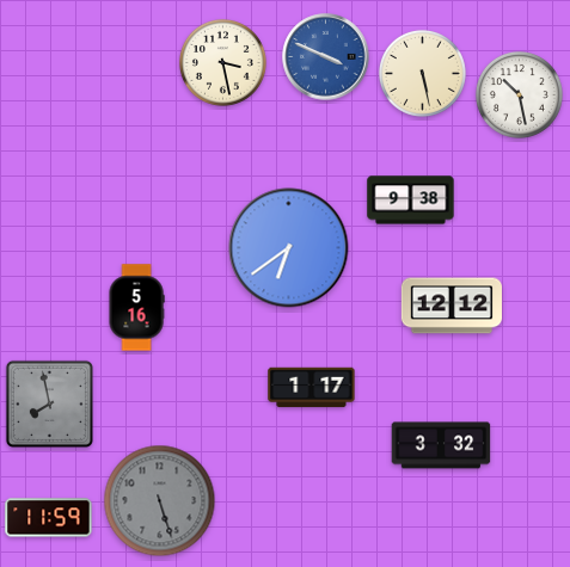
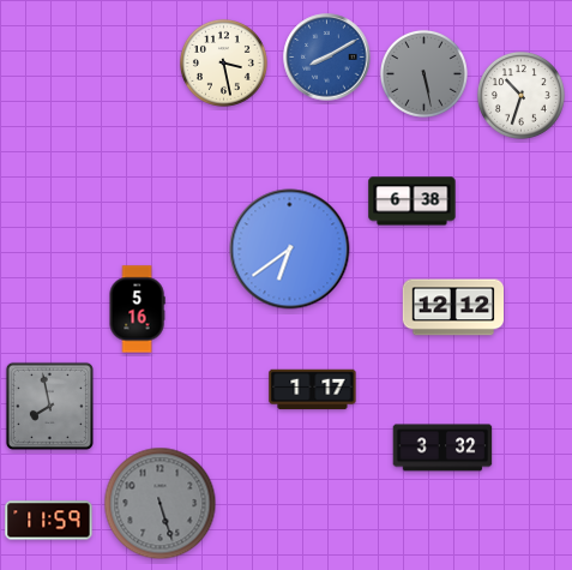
clock at (326, 57): 3:49 -> 8:10
clock at (422, 73) dial: cream -> grey
clock at (519, 94): 10:28 -> 10:33
clock at (411, 201): 9:38 -> 6:38
